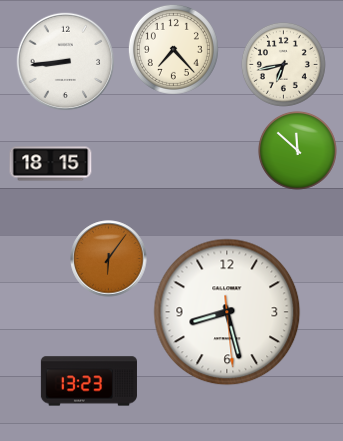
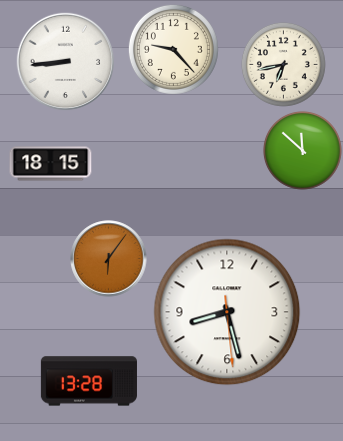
clock at (173, 49): 7:23 -> 9:23
clock at (297, 150) position: (297, 150) -> (302, 150)
clock at (89, 381): 13:23 -> 13:28
